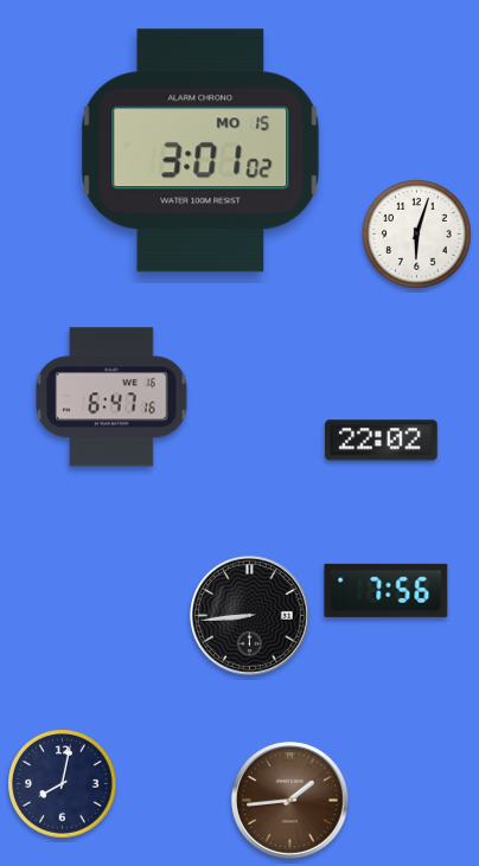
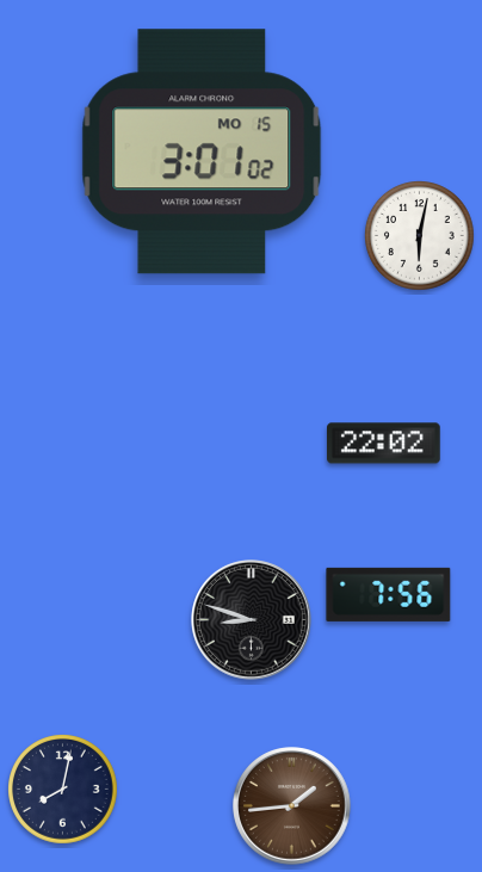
clock at (417, 235): 6:03 -> 6:02
clock at (111, 397): 6:47 -> none
clock at (250, 616): 8:44 -> 8:48
